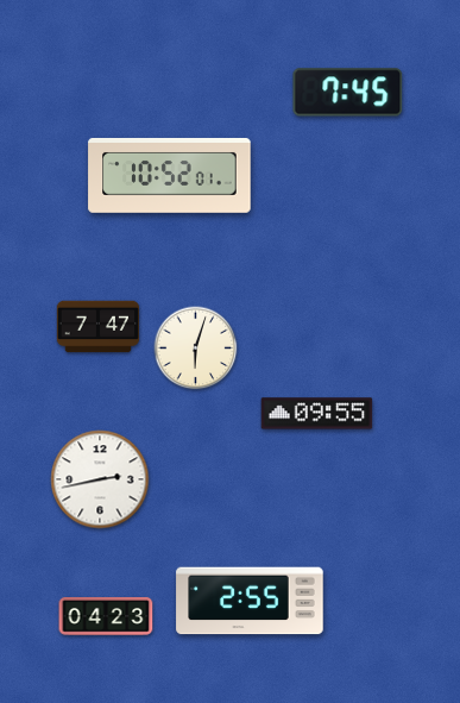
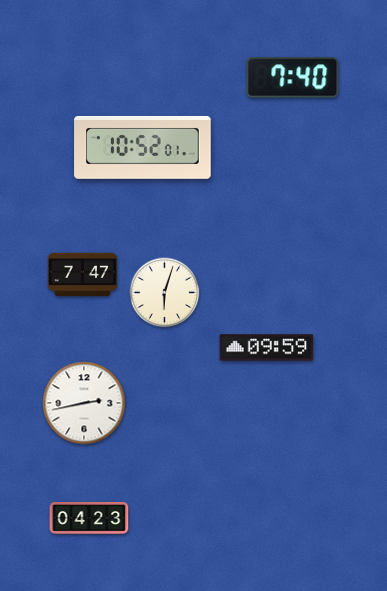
clock at (348, 93): 7:45 -> 7:40
clock at (317, 414): 09:55 -> 09:59
clock at (250, 601): 2:55 -> none
